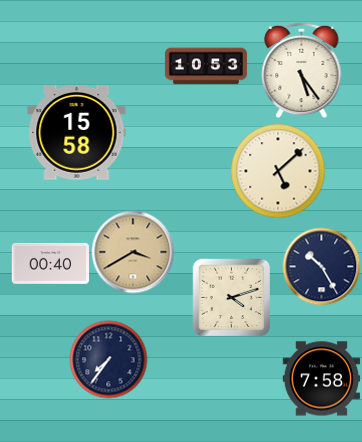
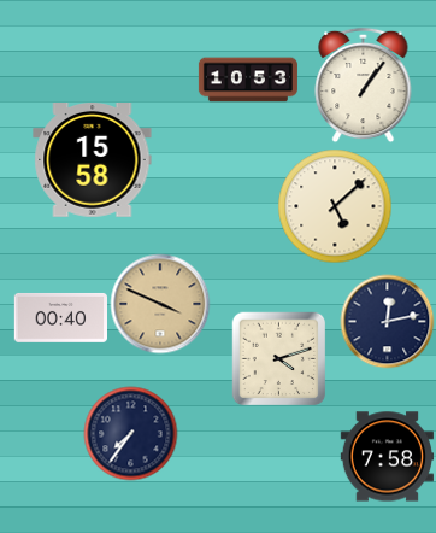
clock at (302, 70): 5:24 -> 1:06
clock at (133, 252): 3:40 -> 3:49
clock at (321, 266): 10:25 -> 12:13
